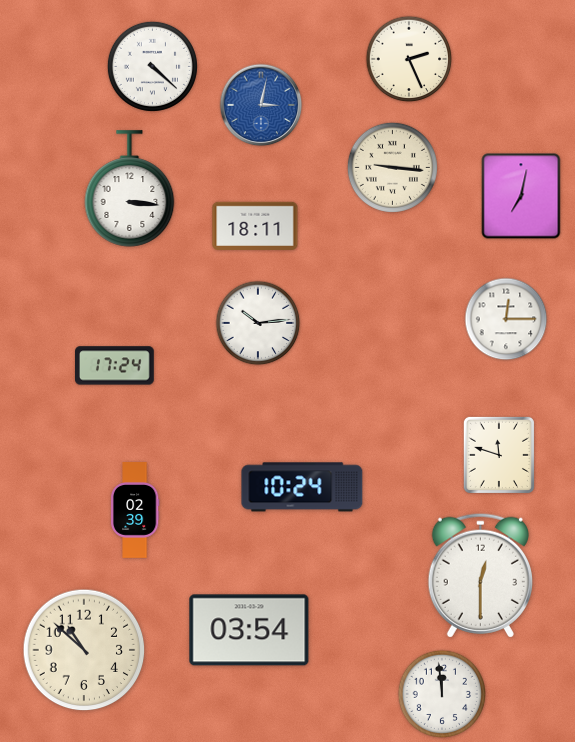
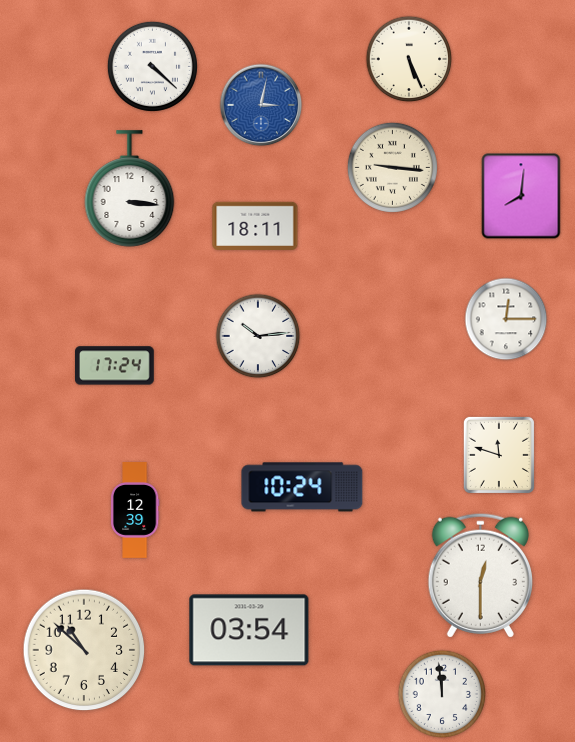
clock at (409, 59): 2:26 -> 5:26
clock at (521, 196): 7:02 -> 8:01
clock at (258, 323) position: (258, 323) -> (258, 336)
clock at (135, 510): 02:39 -> 12:39
